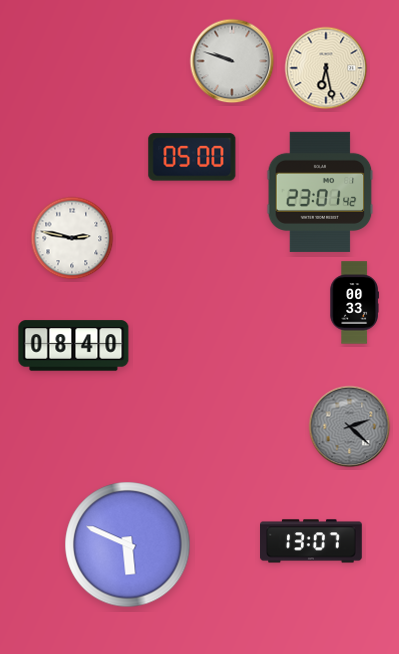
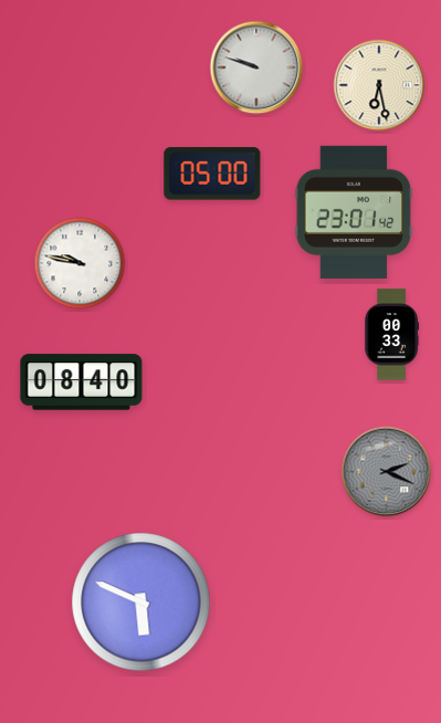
clock at (326, 68) position: (326, 68) -> (379, 85)
clock at (72, 238): 2:47 -> 9:47
clock at (350, 427): 2:22 -> 2:19
clock at (312, 541): 13:07 -> none
